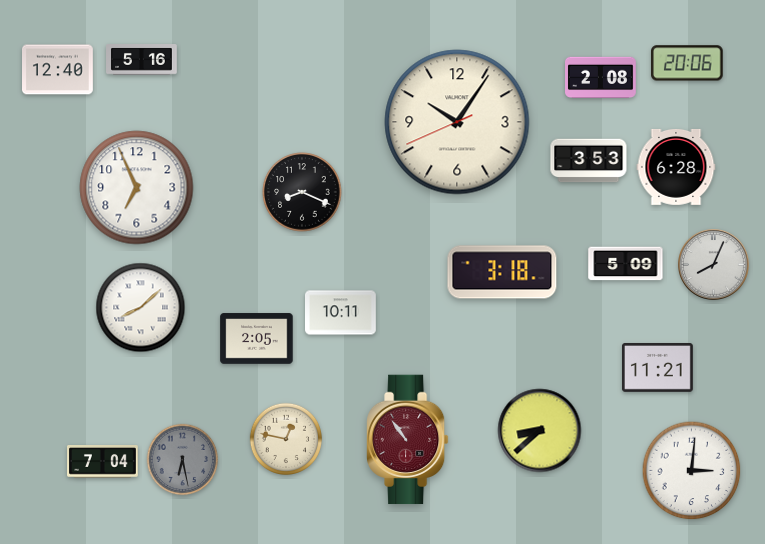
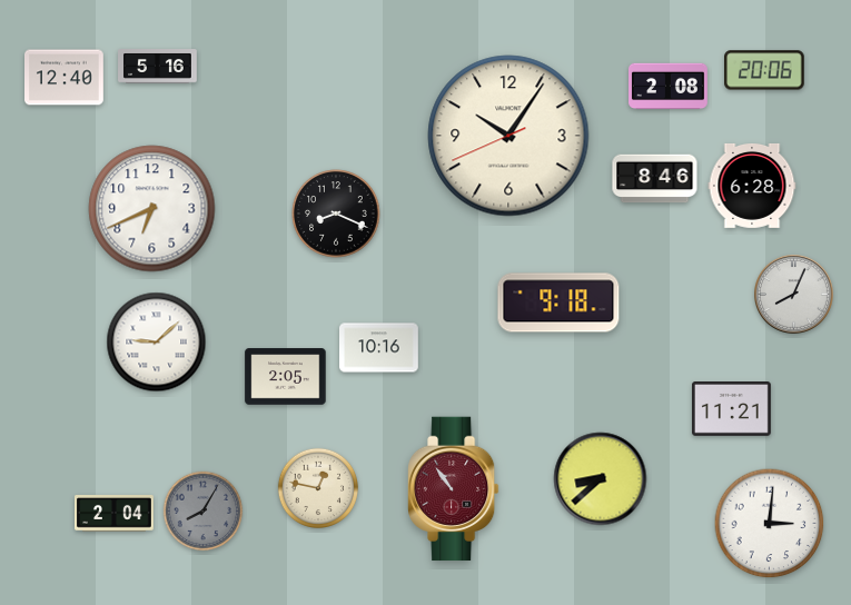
clock at (589, 161): 3:53 -> 8:46
clock at (137, 188): 6:56 -> 6:41
clock at (626, 264): 5:09 -> none
clock at (502, 272): 3:18 -> 9:18
clock at (141, 308): 8:08 -> 9:08
clock at (341, 313): 10:11 -> 10:16
clock at (183, 460): 6:28 -> 8:05
clock at (103, 462): 7:04 -> 2:04
